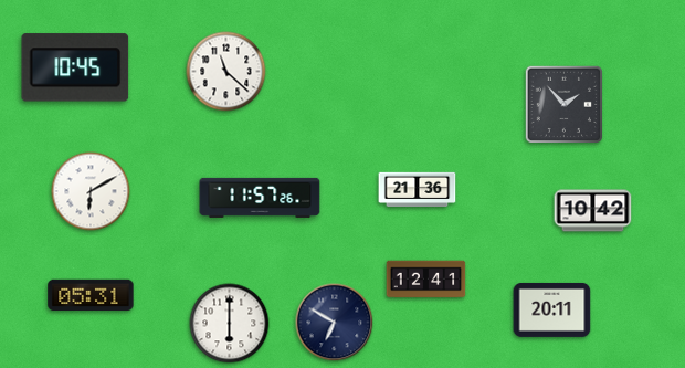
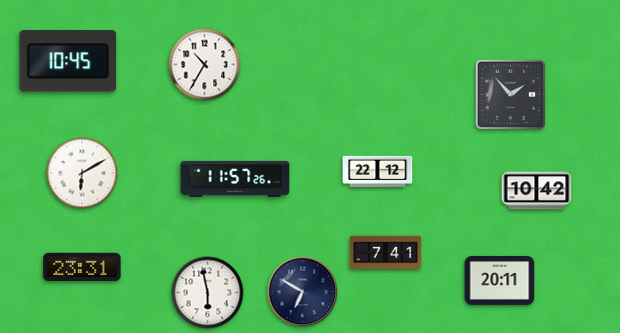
clock at (226, 72): 11:22 -> 10:35
clock at (418, 190): 21:36 -> 22:12
clock at (426, 280): 12:41 -> 7:41
clock at (91, 294): 05:31 -> 23:31
clock at (230, 324): 6:00 -> 5:58
